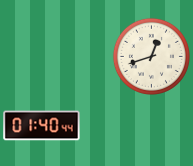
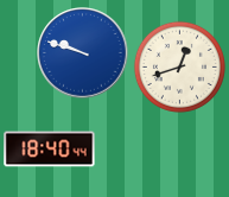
clock at (83, 53): none -> 9:48
clock at (42, 126): 01:40 -> 18:40
